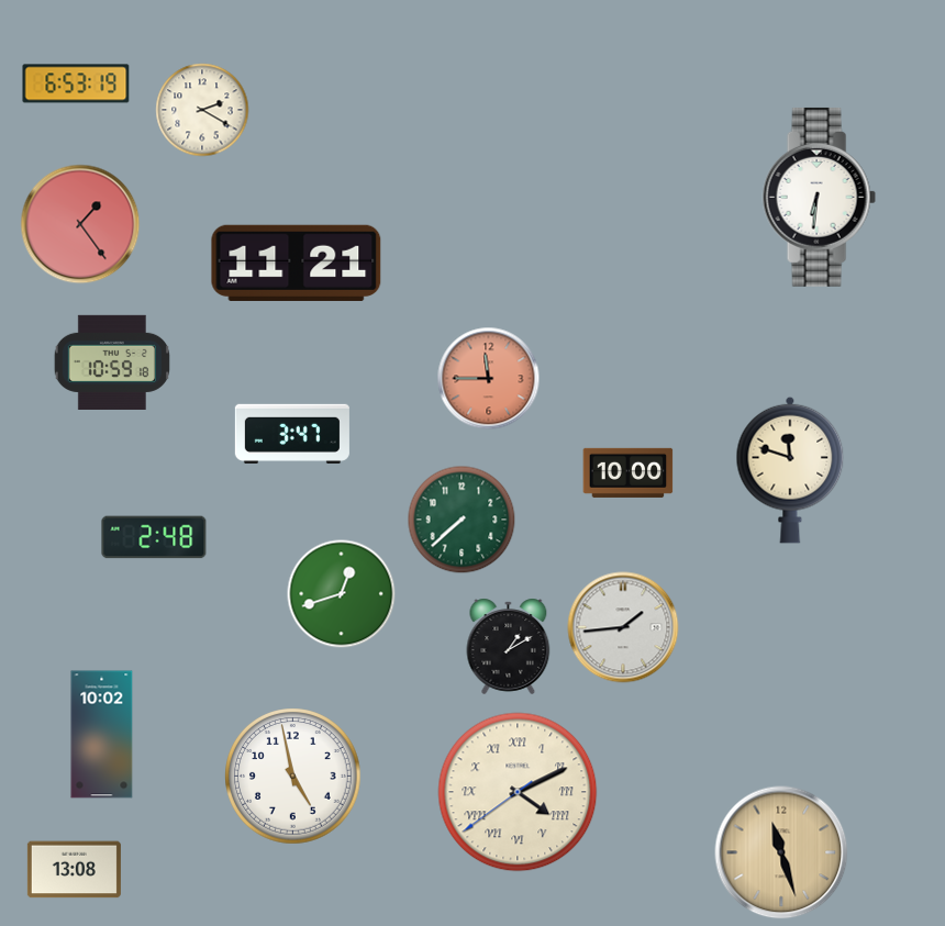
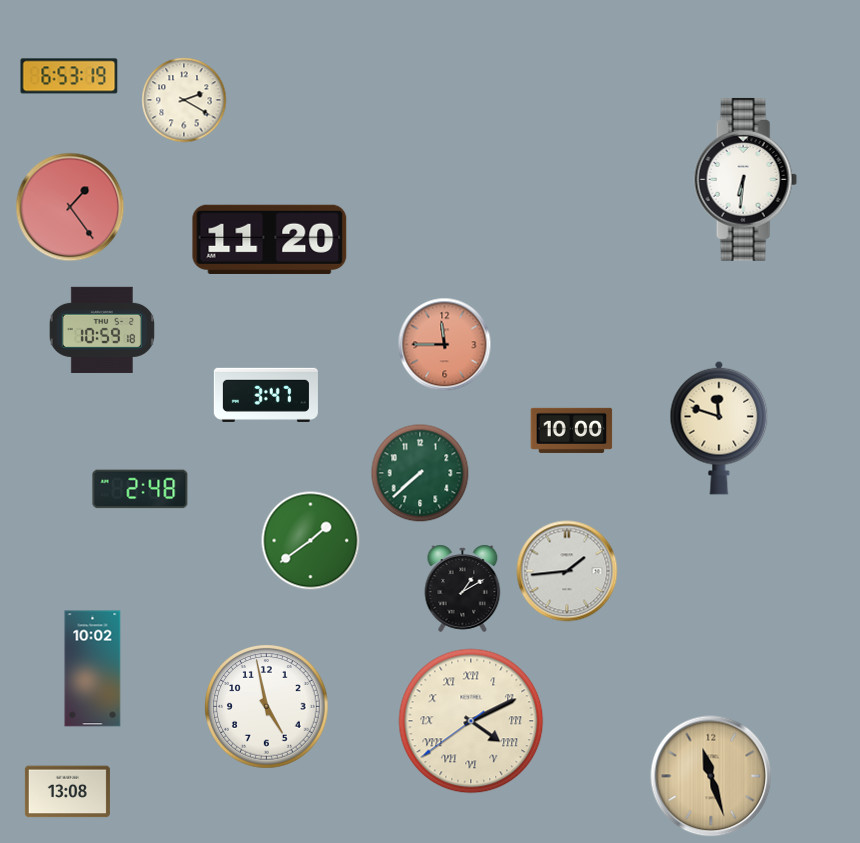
clock at (80, 224) position: (80, 224) -> (70, 207)
clock at (297, 263): 11:21 -> 11:20
clock at (342, 594): 12:42 -> 1:39
